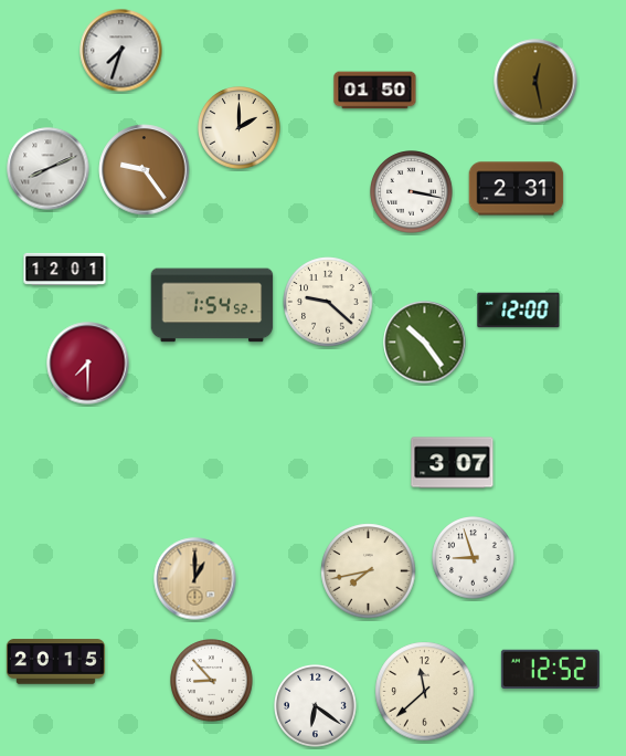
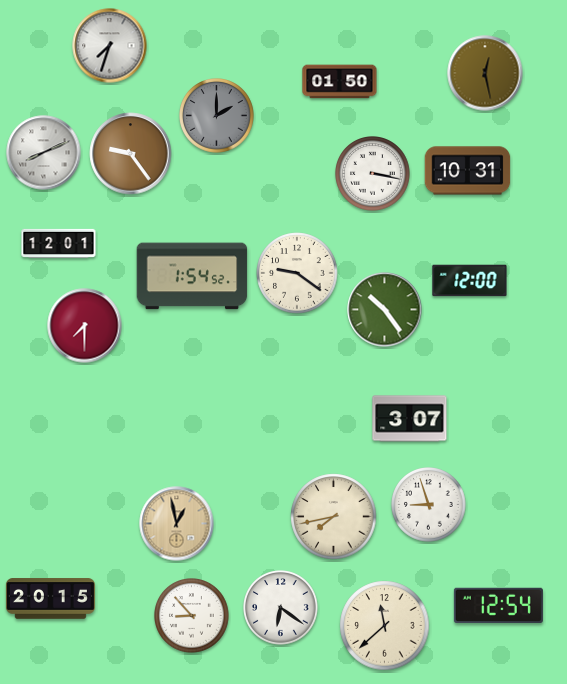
clock at (240, 128) dial: cream -> grey
clock at (517, 189): 2:31 -> 10:31
clock at (328, 302): 9:22 -> 9:21
clock at (88, 364) position: (88, 364) -> (85, 326)
clock at (195, 579): 1:00 -> 12:58
clock at (550, 669): 12:52 -> 12:54
clock at (316, 706) position: (316, 706) -> (281, 608)
